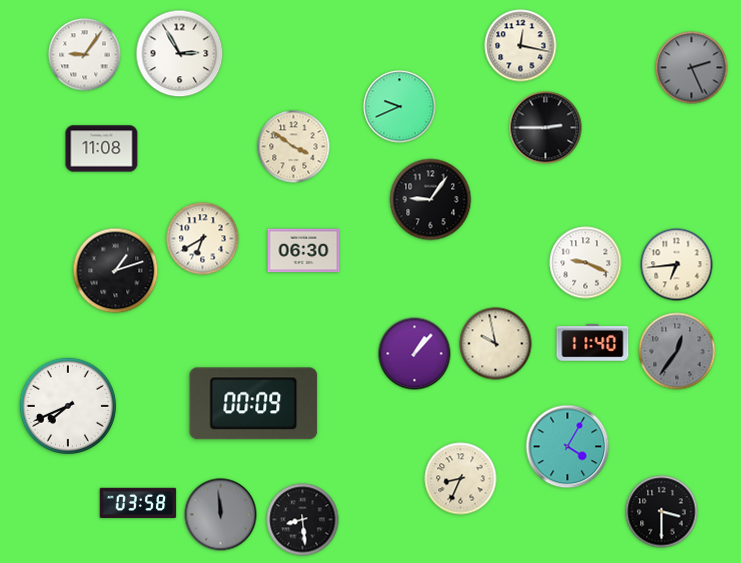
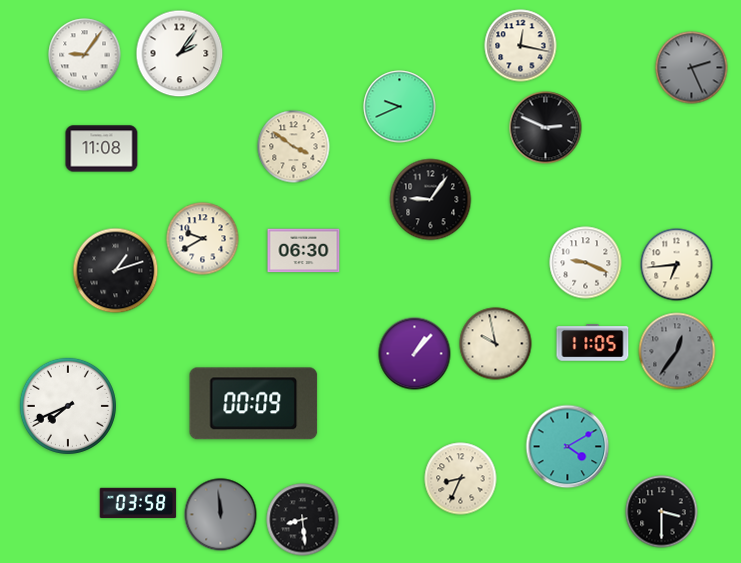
clock at (180, 54): 2:55 -> 2:06
clock at (546, 128): 2:45 -> 2:49
clock at (203, 239): 6:40 -> 9:40
clock at (593, 343): 11:40 -> 11:05
clock at (568, 447): 4:05 -> 4:10
